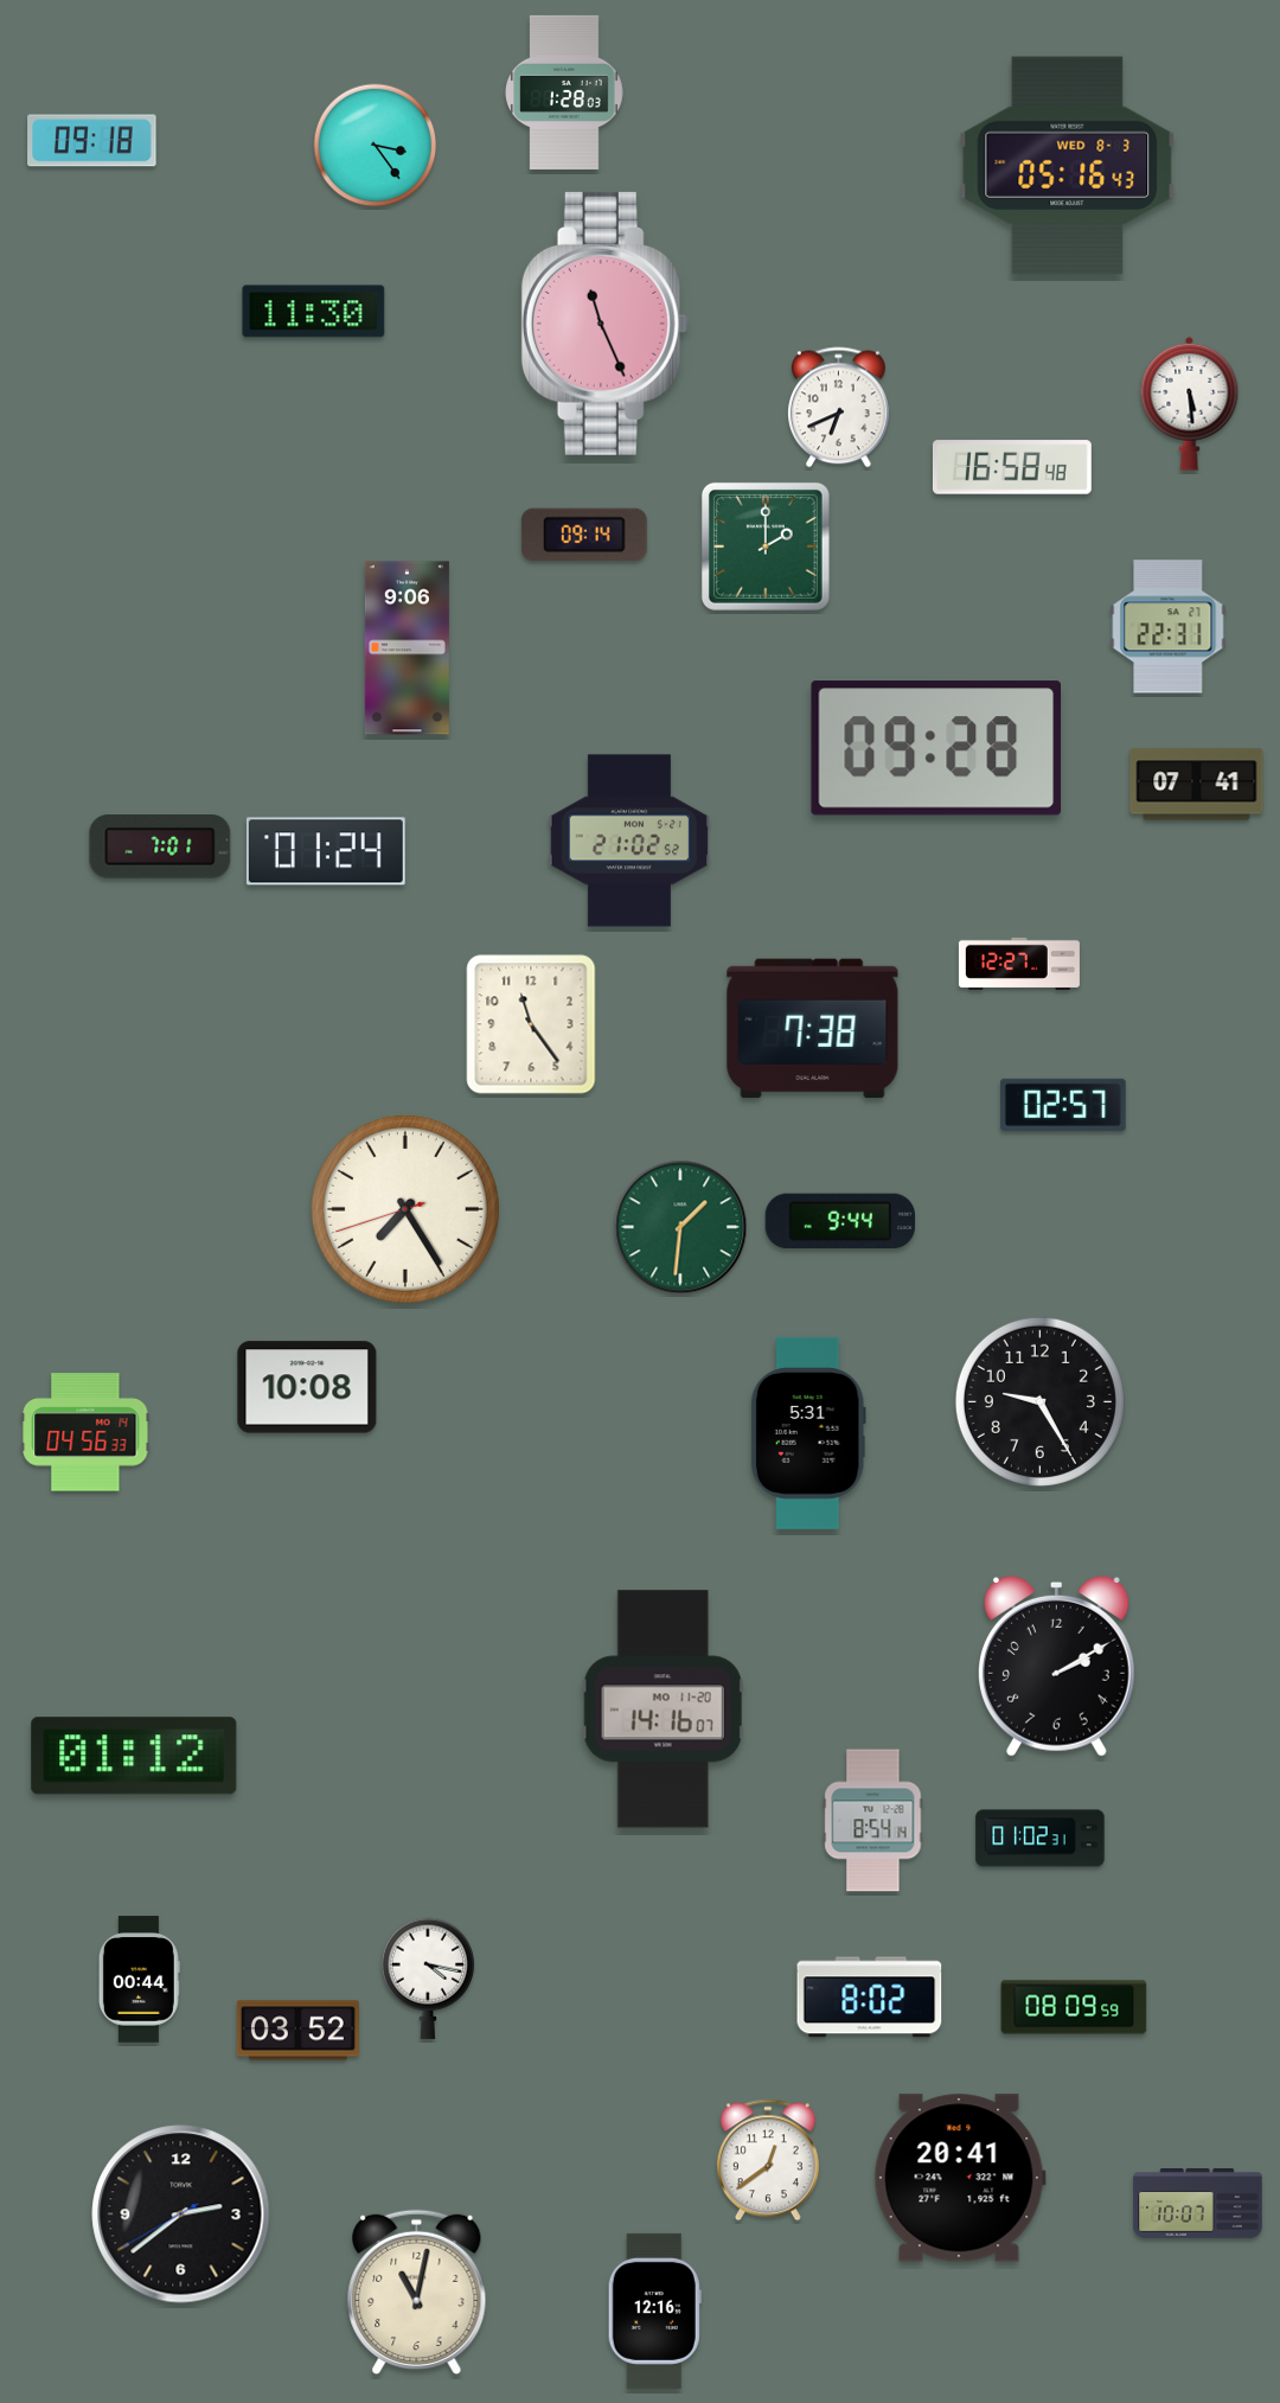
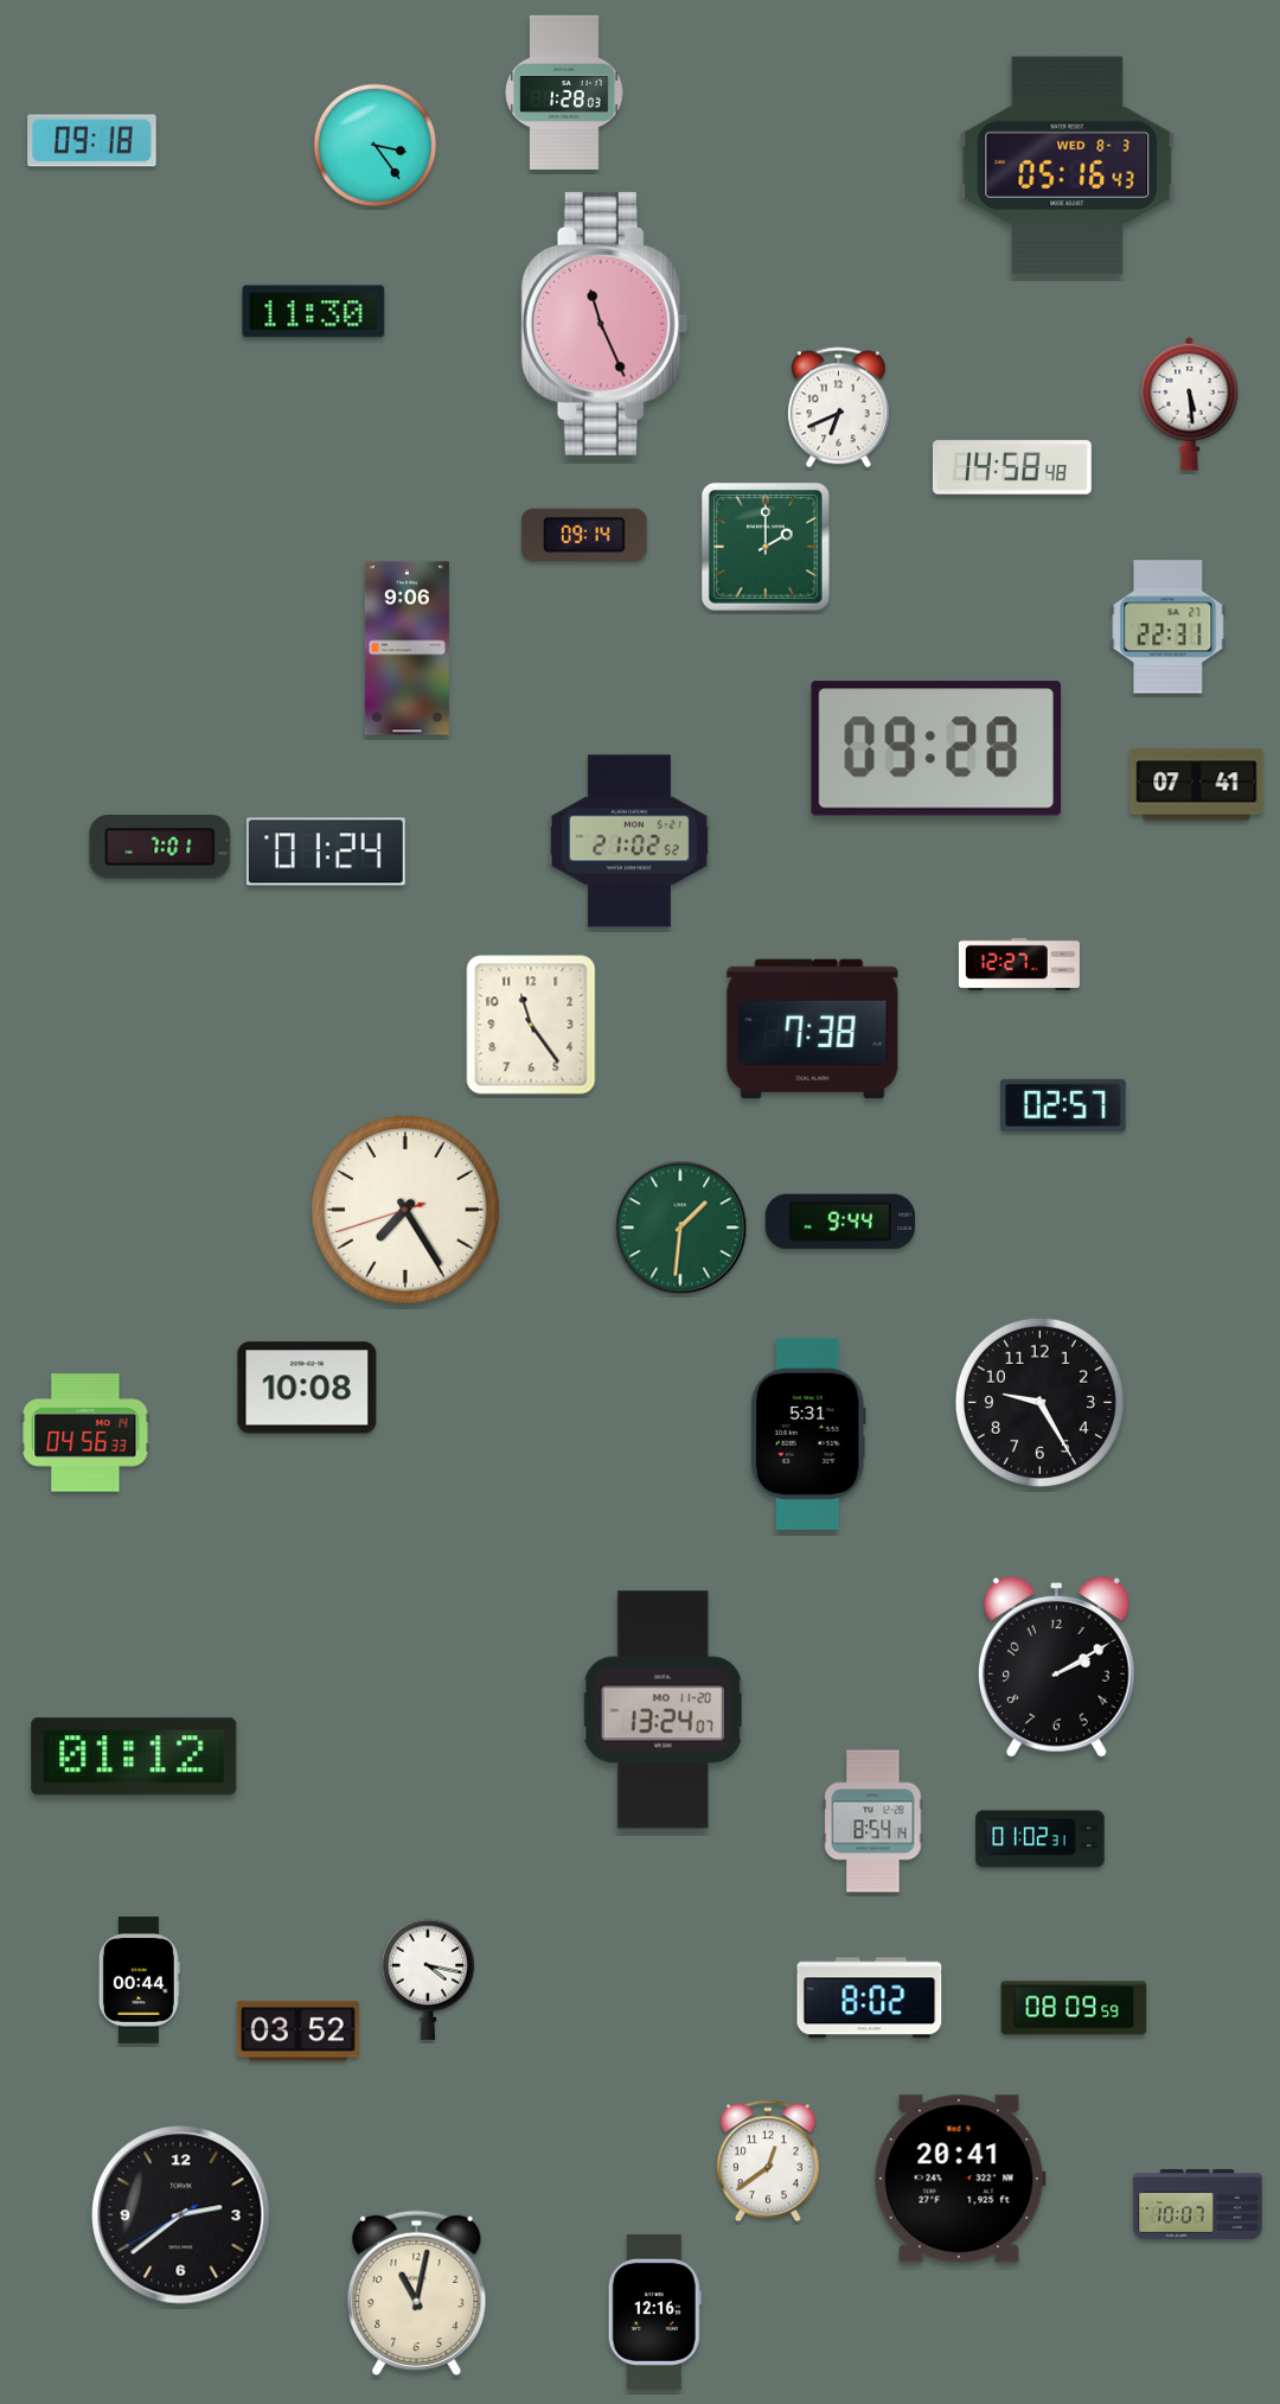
clock at (1012, 467): 16:58 -> 14:58
clock at (663, 1709): 14:16 -> 13:24
